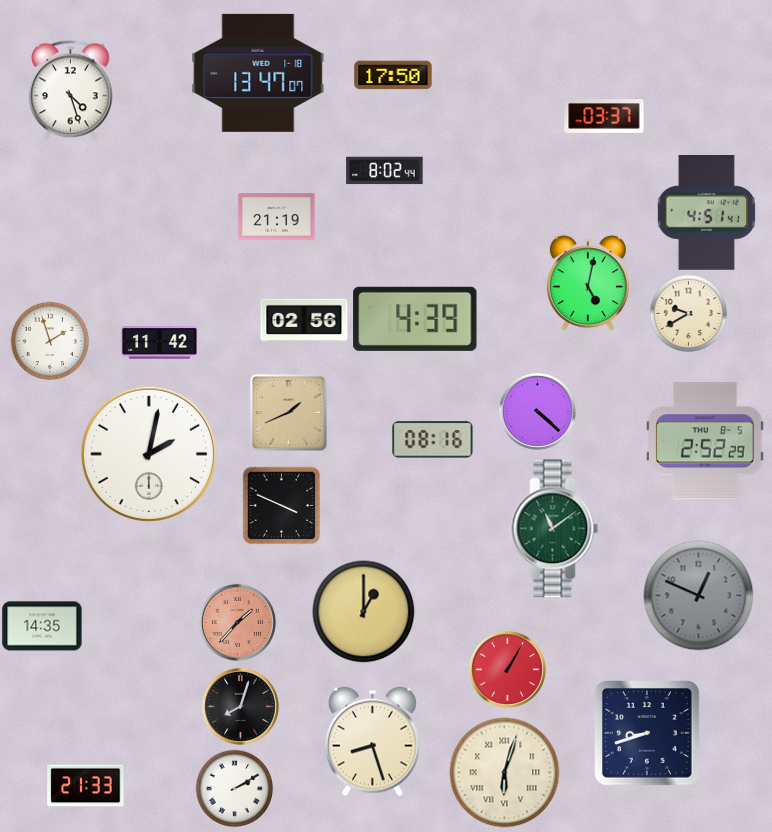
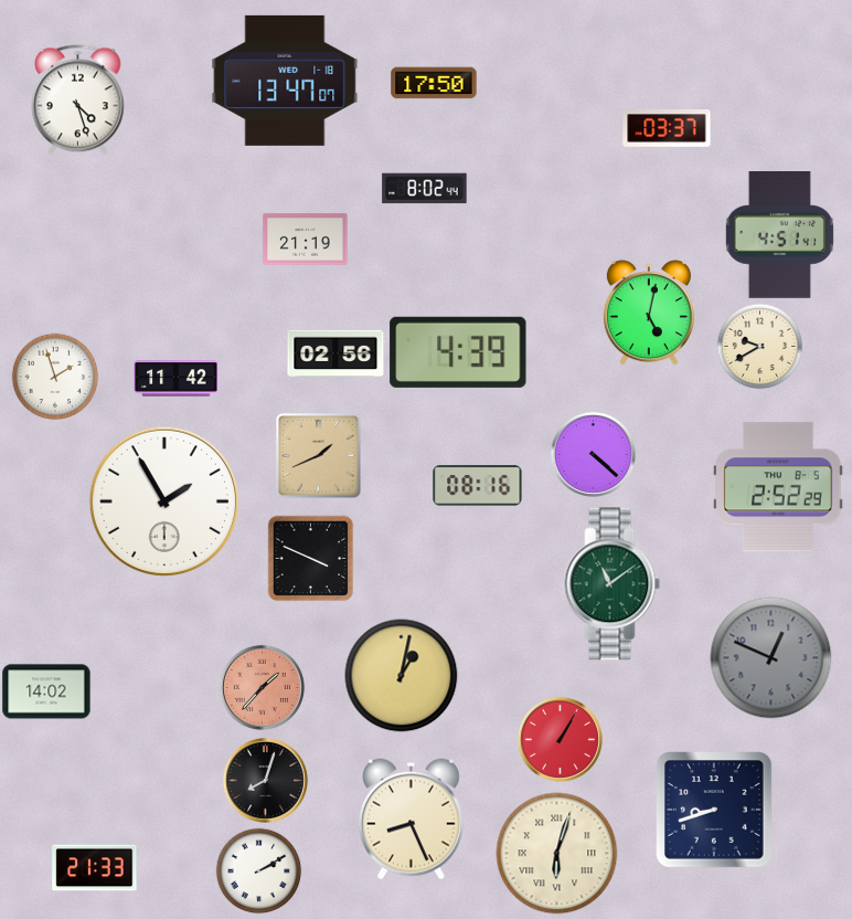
clock at (148, 453): 2:02 -> 1:55
clock at (364, 612): 1:00 -> 1:02
clock at (42, 626): 14:35 -> 14:02
clock at (372, 742): 8:27 -> 8:26
